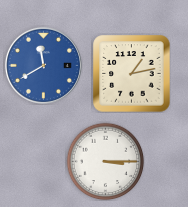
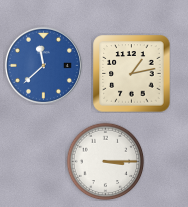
clock at (43, 65): 11:40 -> 11:38
